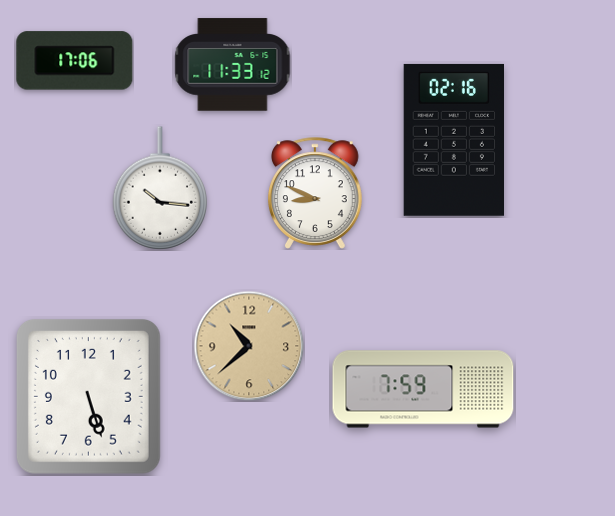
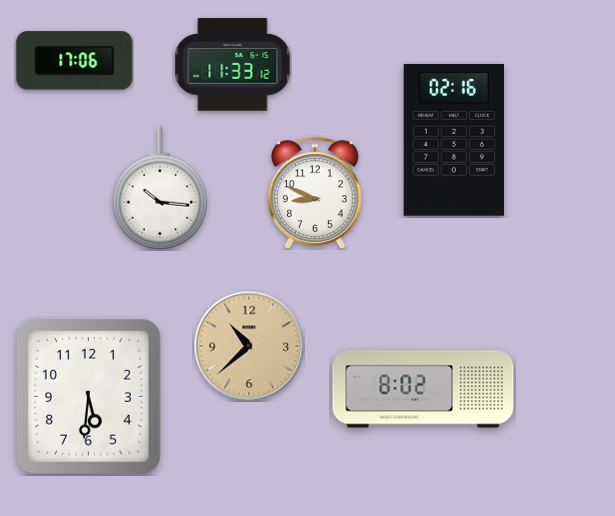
clock at (423, 389): 7:59 -> 8:02
clock at (88, 397): 5:27 -> 5:31
